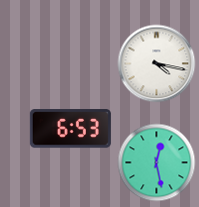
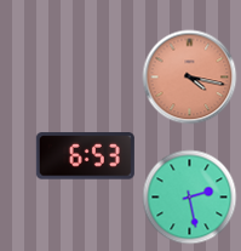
clock at (156, 63) dial: white -> salmon
clock at (156, 162): 12:28 -> 2:28
